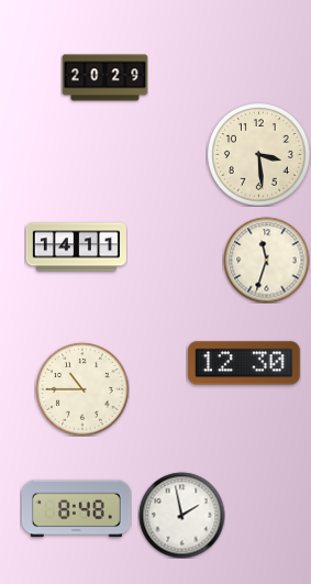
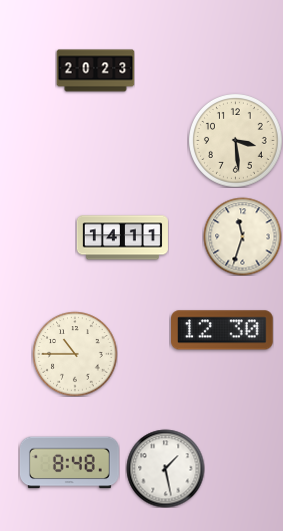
clock at (104, 78): 20:29 -> 20:23
clock at (76, 247) position: (76, 247) -> (122, 238)
clock at (181, 515): 1:58 -> 1:28
